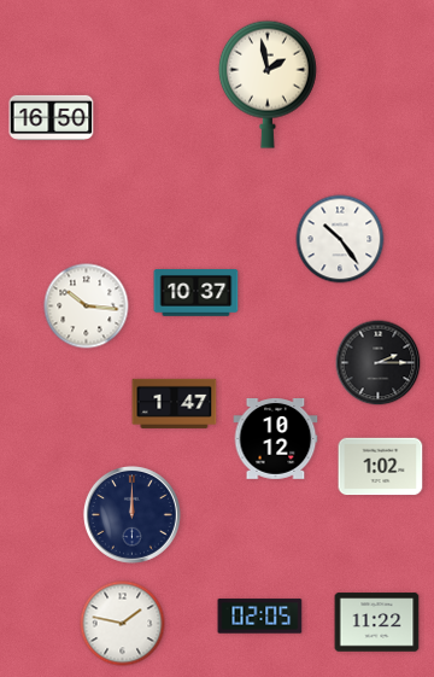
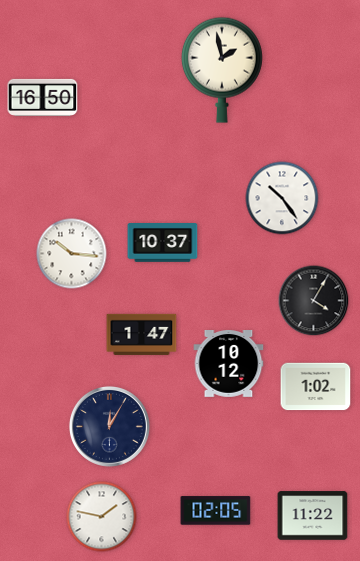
clock at (379, 363): 2:15 -> 4:05
clock at (175, 403) position: (175, 403) -> (142, 334)
clock at (131, 514): 12:00 -> 12:05
